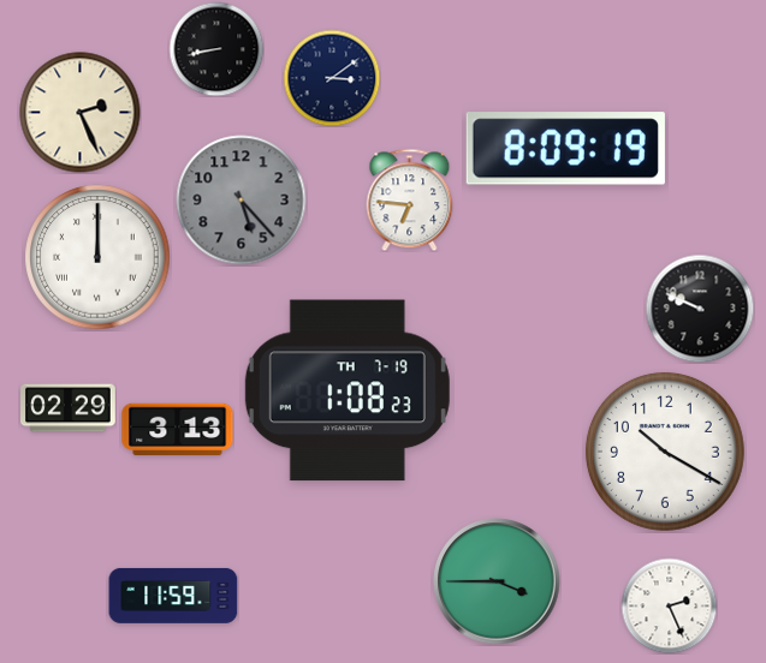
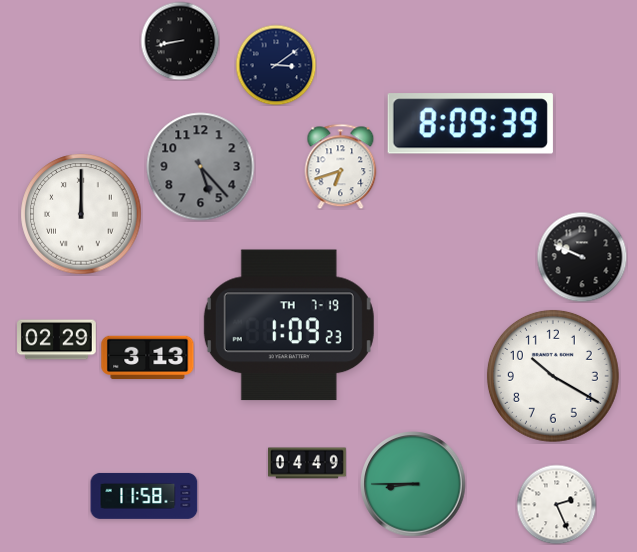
clock at (81, 113): 2:26 -> none
clock at (565, 149): 8:09:19 -> 8:09:39
clock at (410, 199): 6:46 -> 6:42
clock at (348, 390): 1:08 -> 1:09
clock at (308, 463): none -> 04:49
clock at (497, 581): 3:45 -> 8:45
clock at (173, 596): 11:59 -> 11:58
